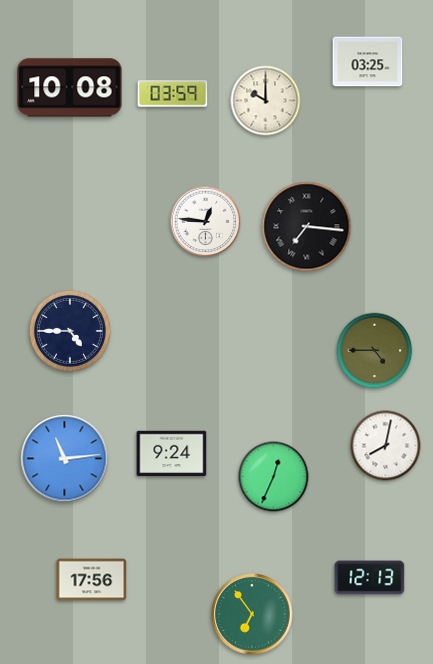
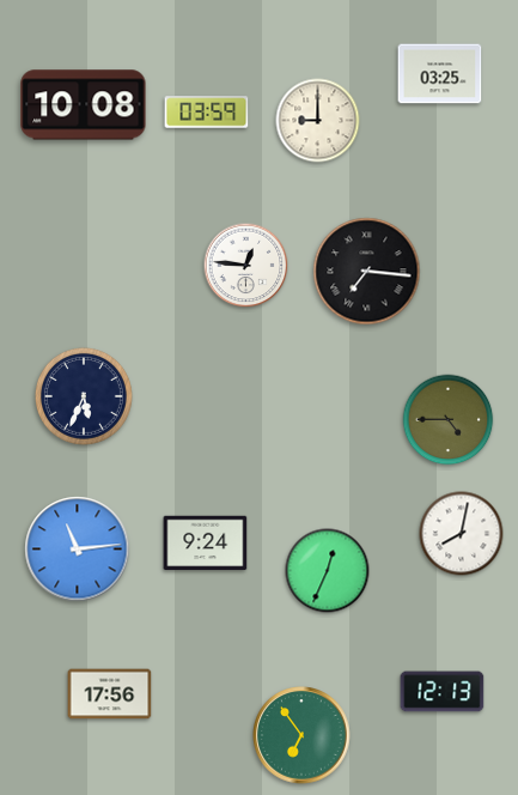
clock at (266, 101): 10:00 -> 9:00
clock at (70, 331): 4:45 -> 5:34
